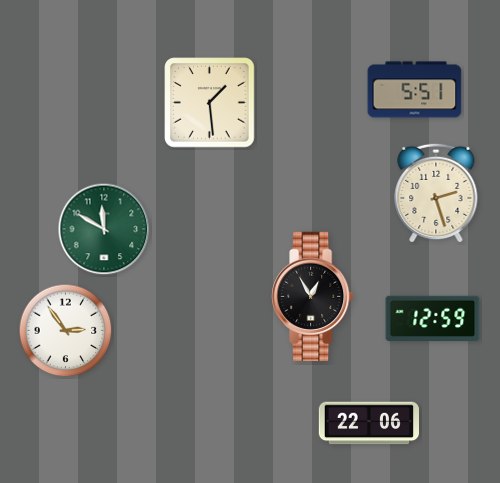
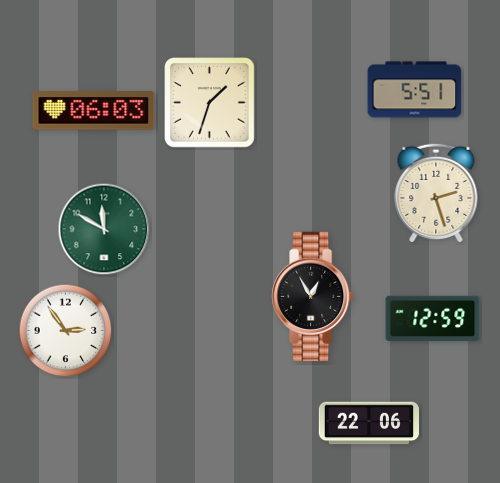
clock at (210, 103): 1:29 -> 1:33
clock at (94, 111): none -> 06:03
